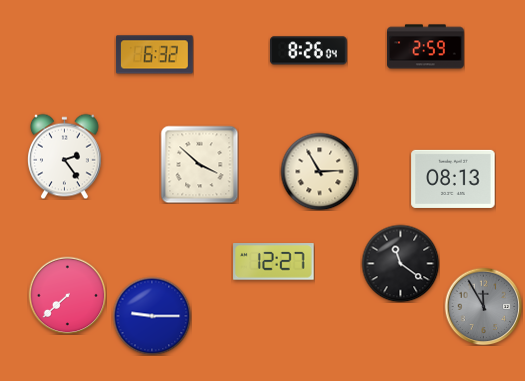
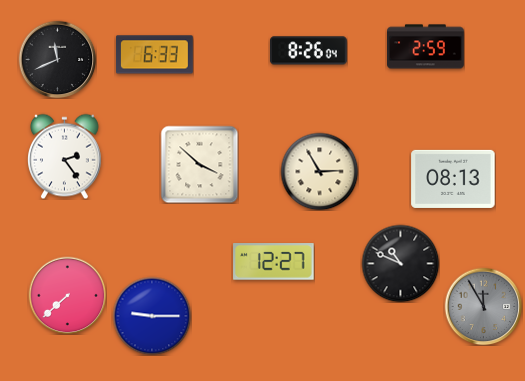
clock at (154, 55): 6:32 -> 6:33
clock at (57, 59): none -> 11:41
clock at (400, 263): 11:21 -> 10:49
